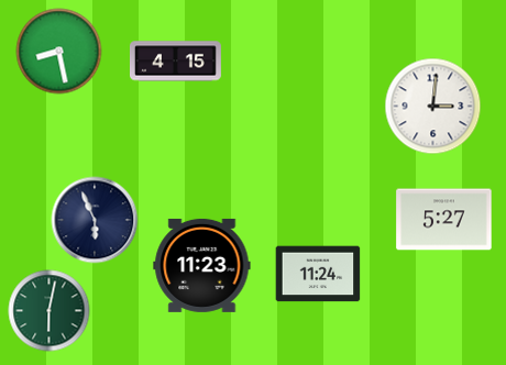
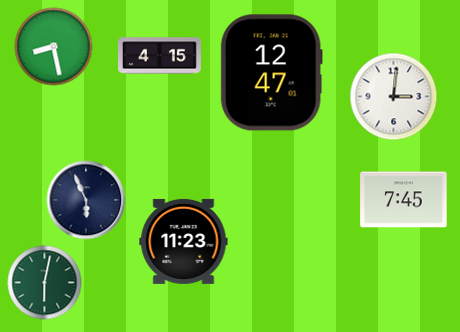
clock at (271, 73): none -> 12:47
clock at (444, 220): 5:27 -> 7:45
clock at (318, 274): 11:24 -> none
